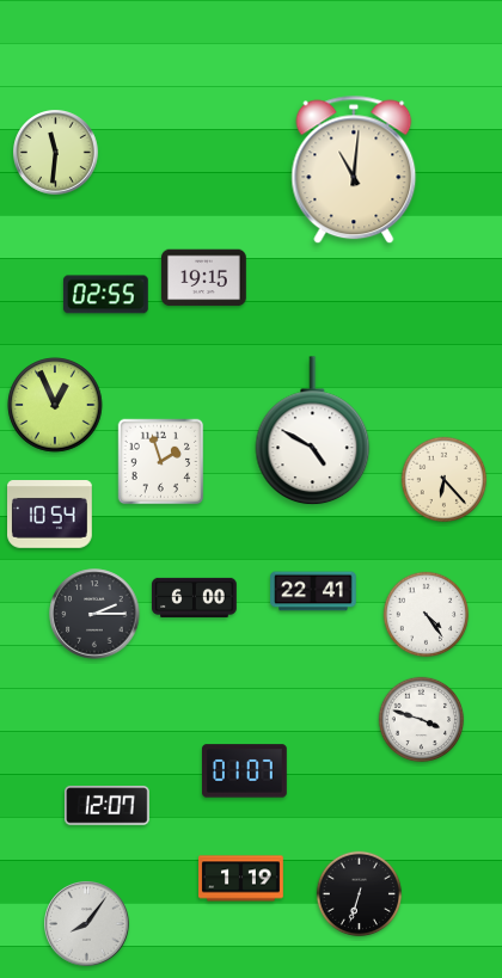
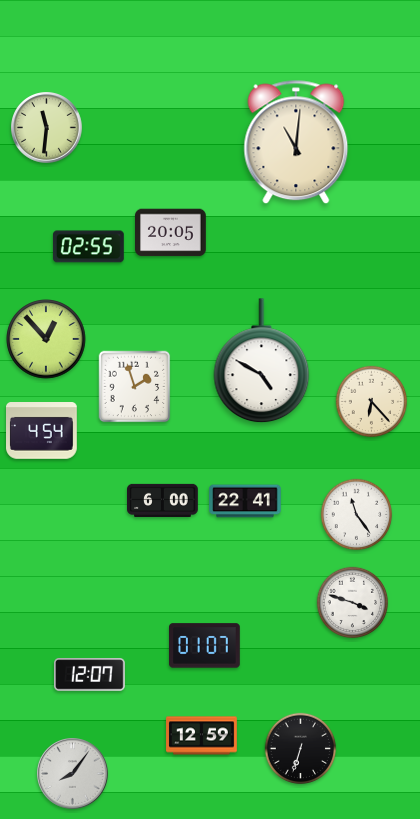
clock at (204, 278): 19:15 -> 20:05
clock at (55, 405): 12:56 -> 12:53
clock at (50, 515): 10:54 -> 4:54
clock at (313, 591) position: (313, 591) -> (245, 501)
clock at (94, 614): 2:15 -> none
clock at (427, 615): 4:24 -> 11:24
clock at (241, 879): 1:19 -> 12:59
